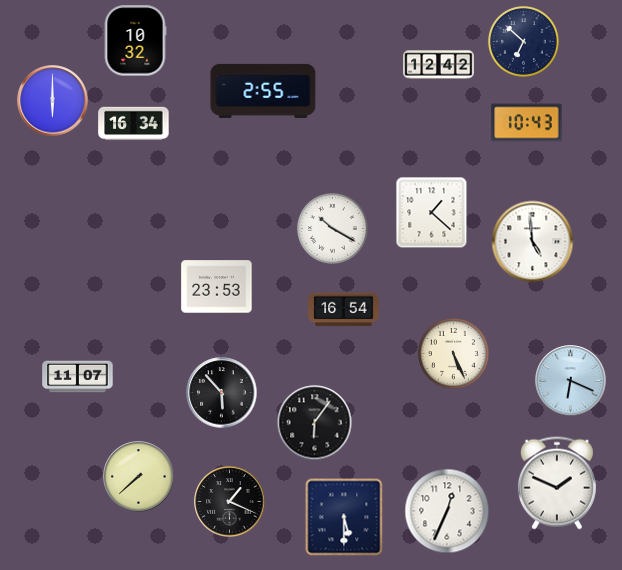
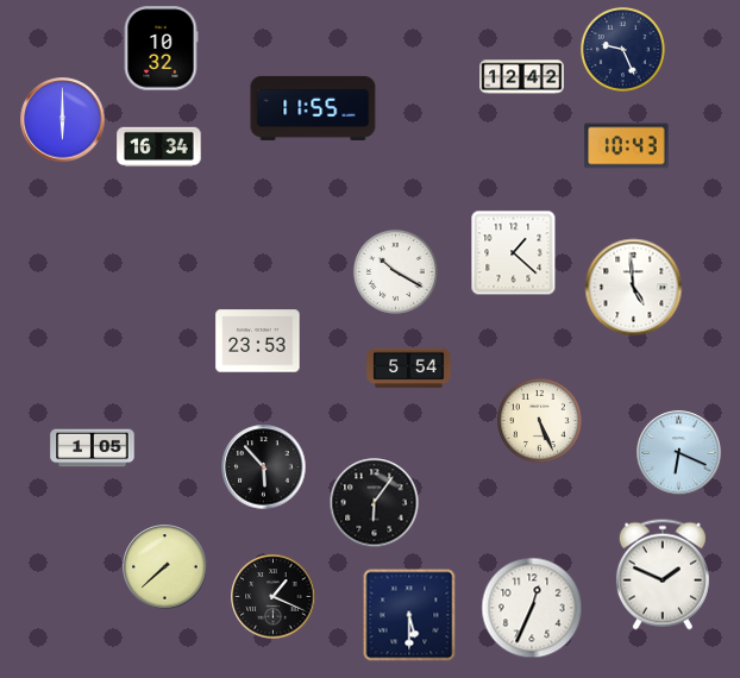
clock at (523, 41): 6:52 -> 9:26
clock at (263, 91): 2:55 -> 11:55
clock at (344, 310): 16:54 -> 5:54
clock at (78, 377): 11:07 -> 1:05
